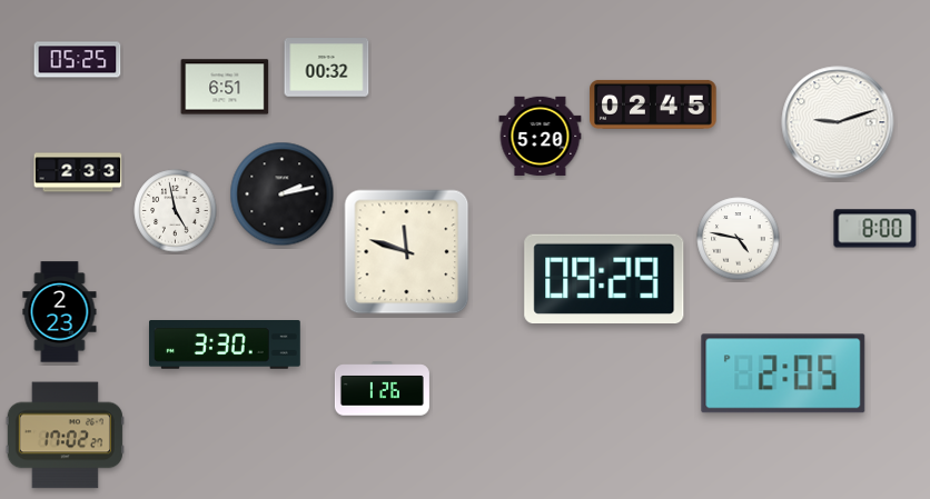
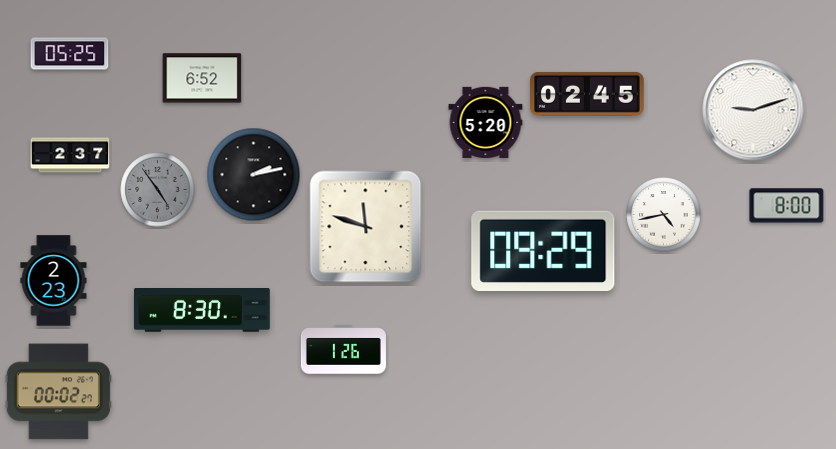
clock at (327, 68): 00:32 -> none
clock at (225, 87): 6:51 -> 6:52
clock at (78, 172): 2:33 -> 2:37
clock at (176, 211): 4:58 -> 4:54
clock at (176, 211) dial: white -> grey
clock at (739, 239): 4:47 -> 4:43
clock at (225, 346): 3:30 -> 8:30
clock at (783, 373): 2:05 -> none
clock at (65, 436): 17:02 -> 00:02
